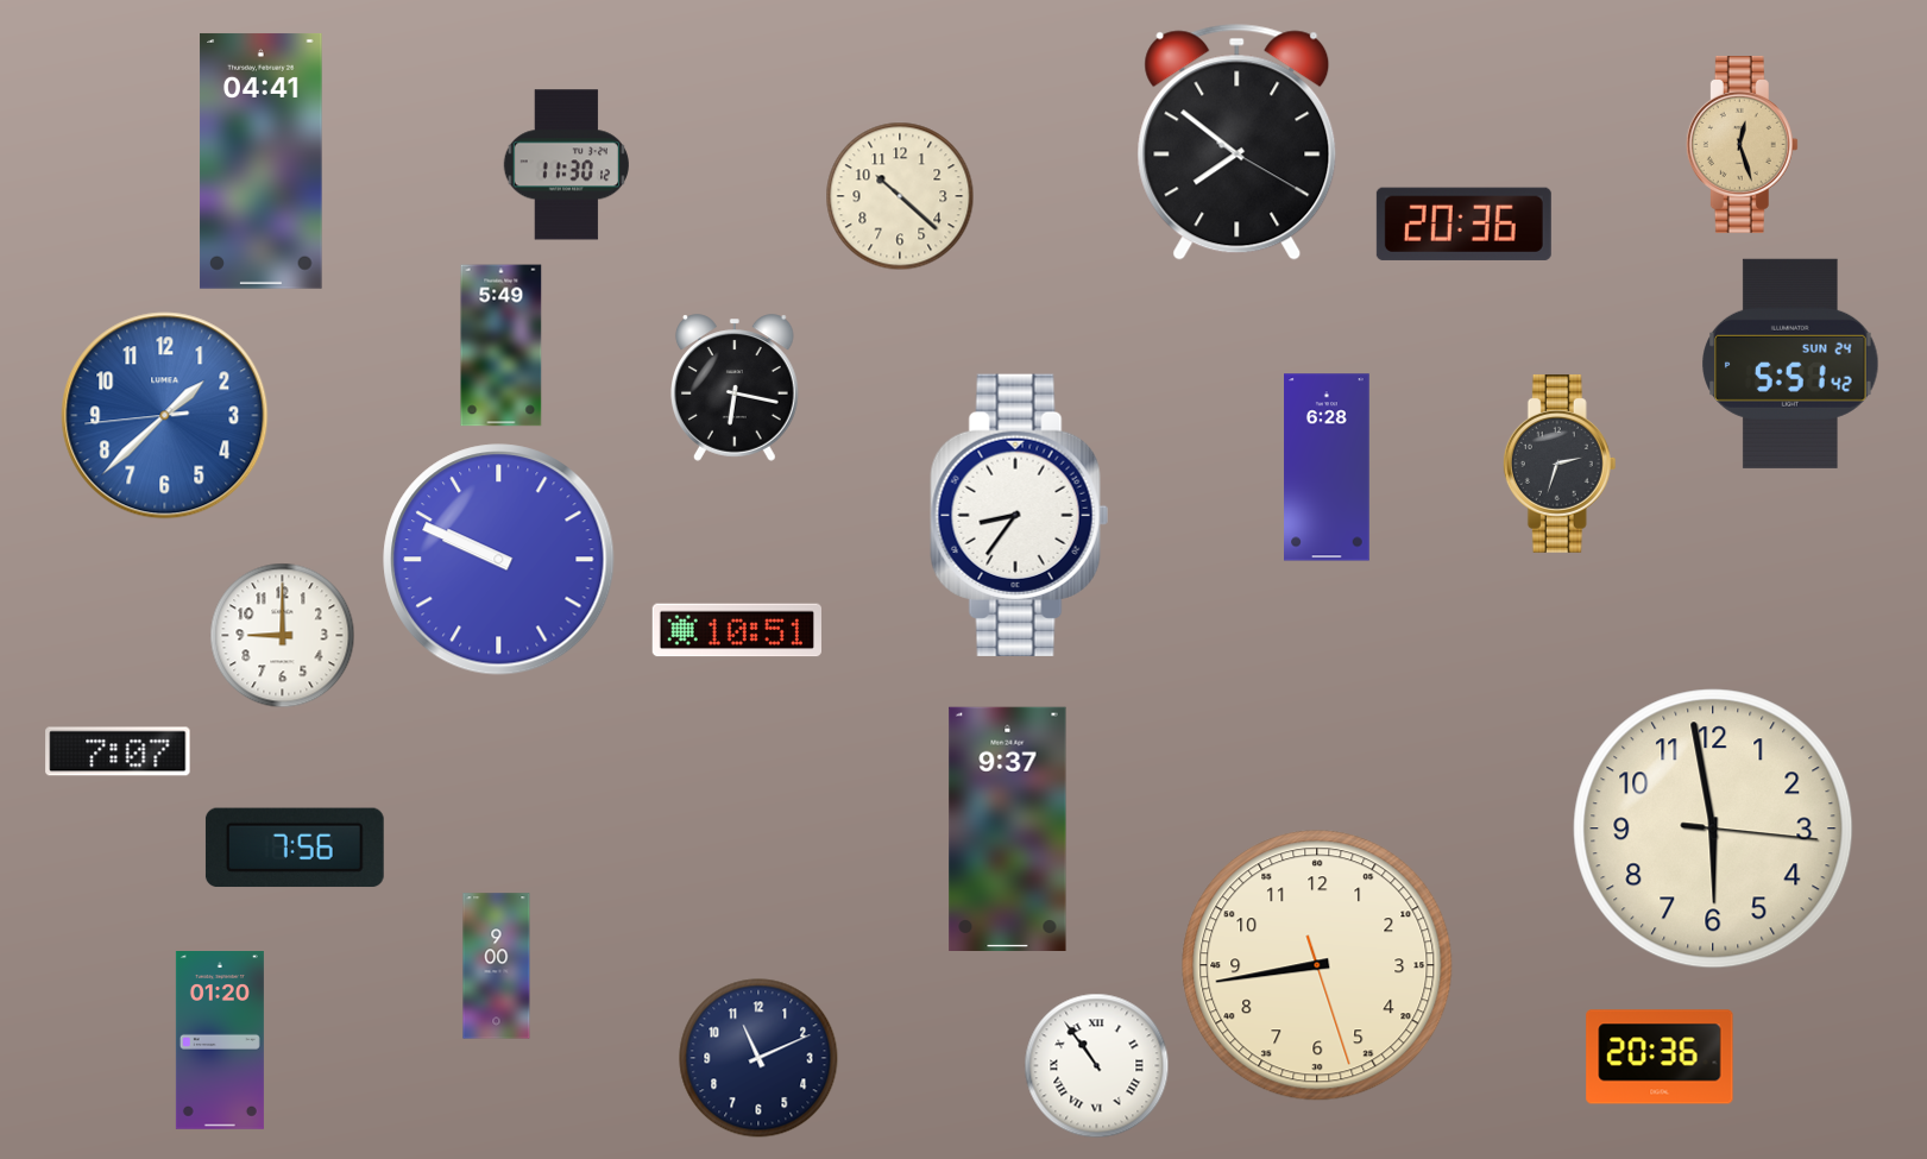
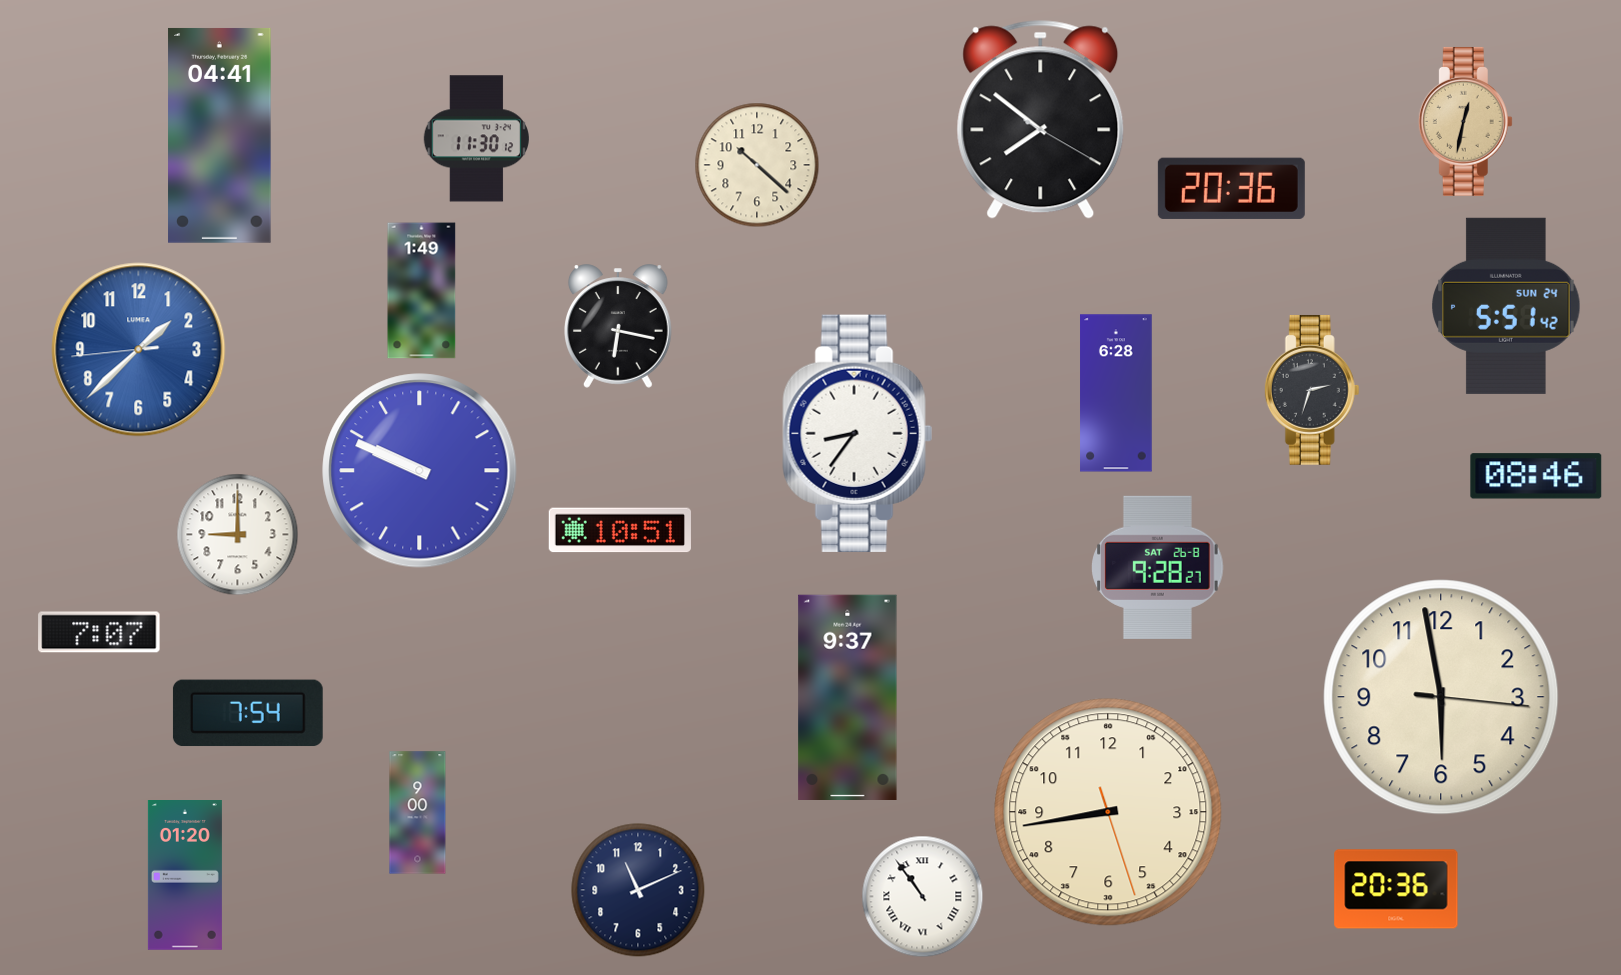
clock at (1742, 144): 12:27 -> 12:32
clock at (502, 346): 5:49 -> 1:49
clock at (1536, 476): none -> 08:46
clock at (1158, 567): none -> 9:28
clock at (295, 848): 7:56 -> 7:54
